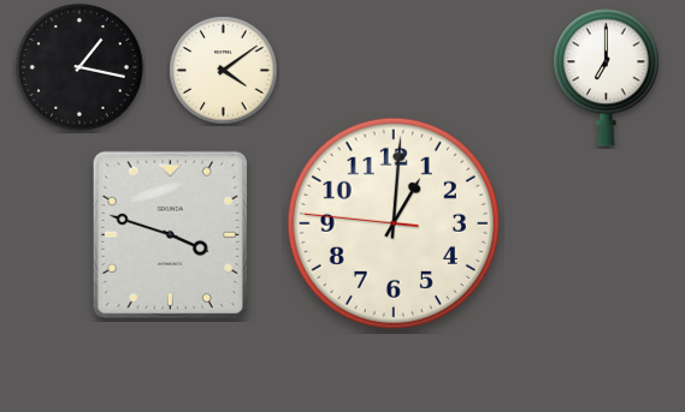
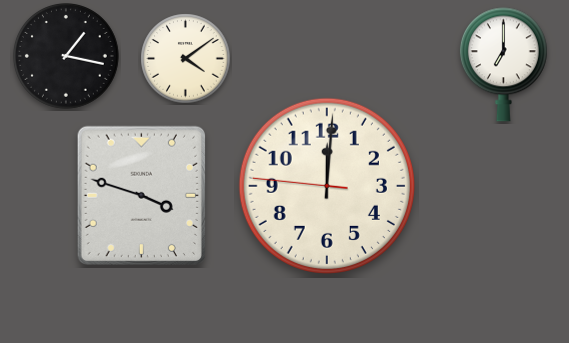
clock at (394, 223): 1:00 -> 12:00
